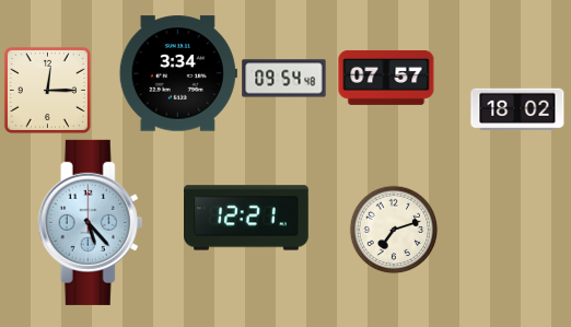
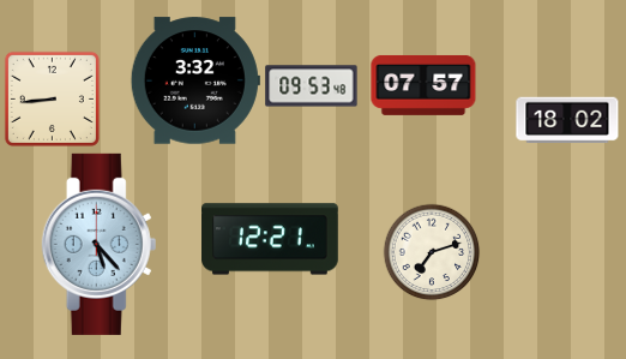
clock at (178, 73): 3:34 -> 3:32
clock at (284, 79): 09:54 -> 09:53
clock at (47, 90): 12:15 -> 8:44
